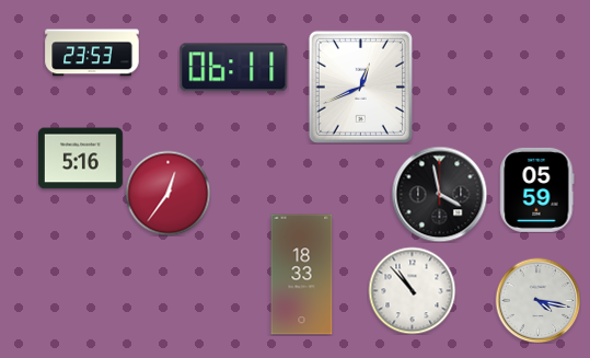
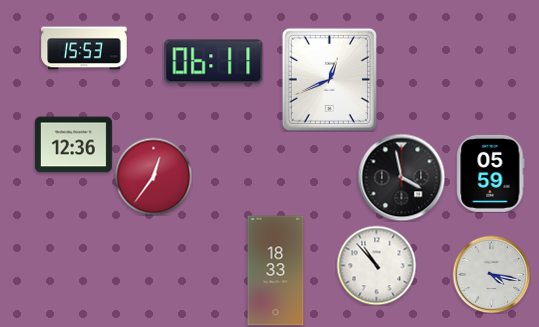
clock at (92, 53): 23:53 -> 15:53
clock at (80, 159): 5:16 -> 12:36
clock at (302, 275) position: (302, 275) -> (276, 271)
